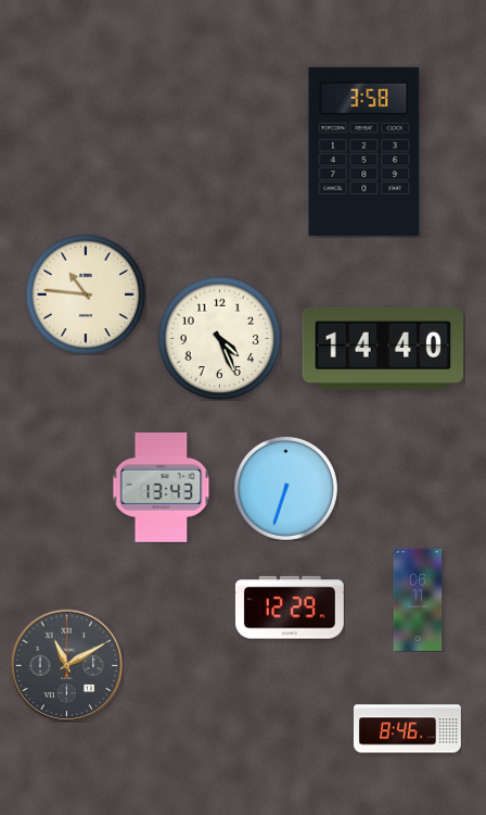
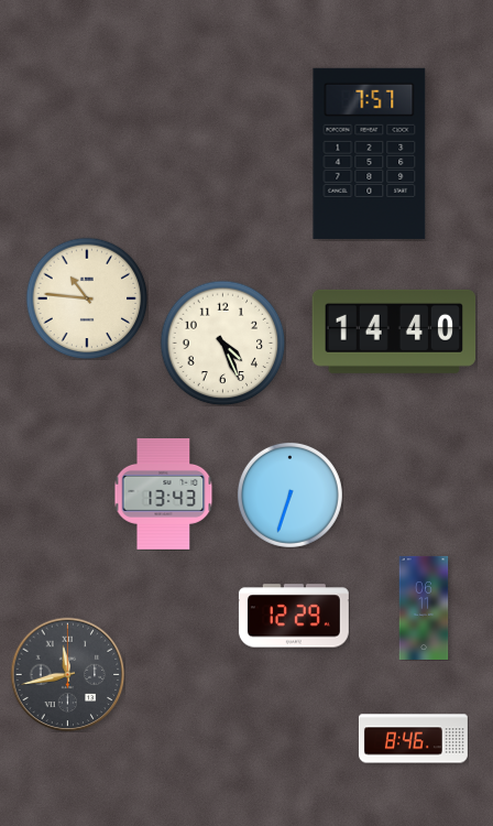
clock at (364, 151): 3:58 -> 7:57
clock at (383, 349) position: (383, 349) -> (394, 332)
clock at (66, 665): 11:10 -> 11:43
